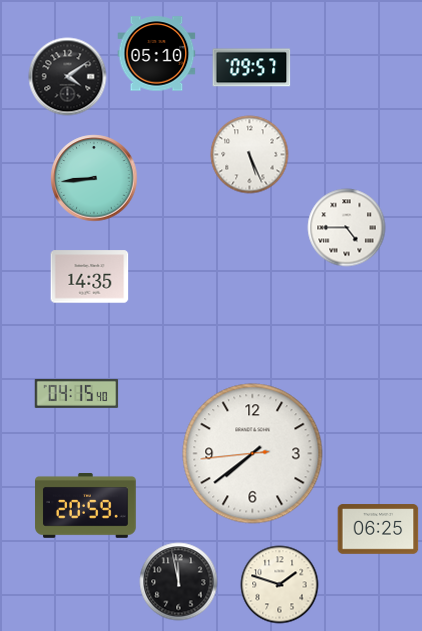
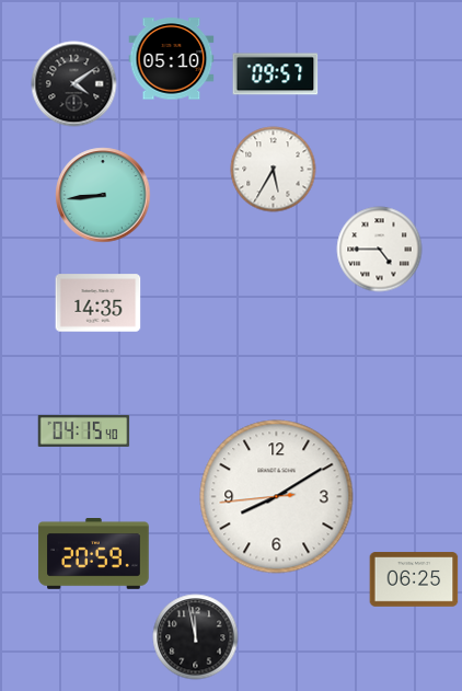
clock at (249, 154): 5:26 -> 5:35
clock at (253, 454): 7:38 -> 8:09
clock at (279, 584): 1:48 -> none
